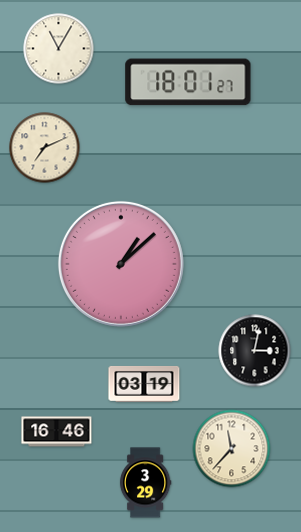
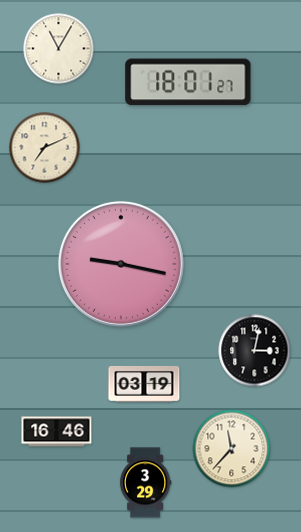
clock at (121, 264): 1:08 -> 9:17
